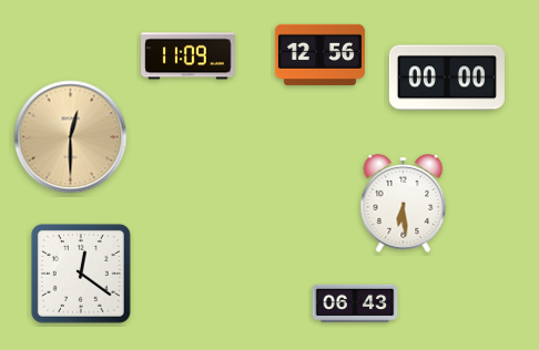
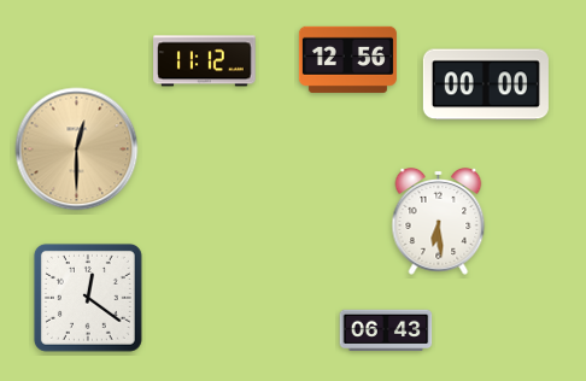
clock at (189, 56): 11:09 -> 11:12
